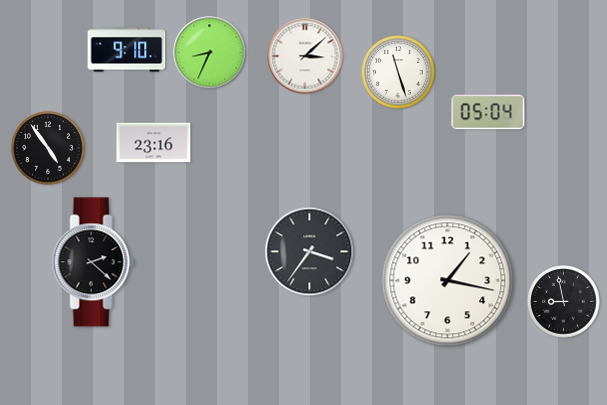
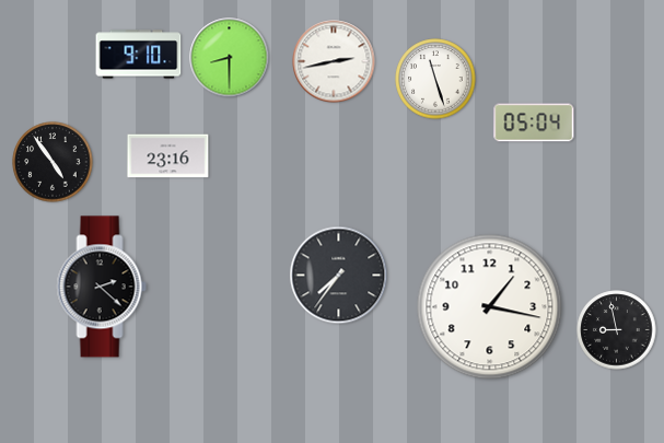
clock at (210, 53): 8:34 -> 8:30
clock at (305, 56): 3:08 -> 2:43
clock at (310, 252): 3:36 -> 7:36
